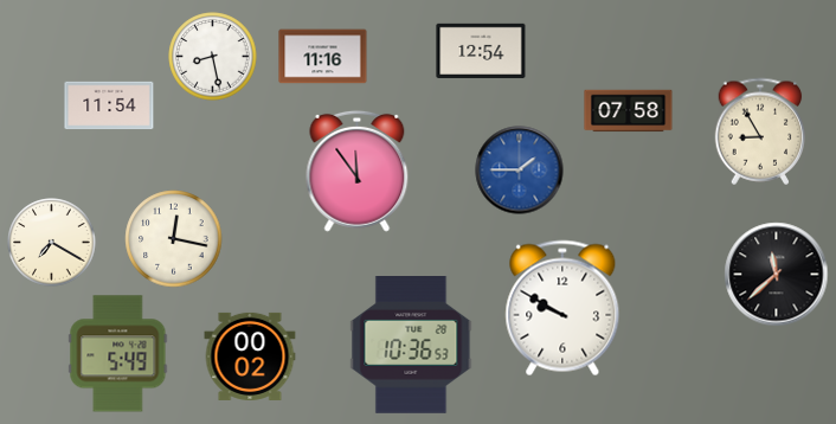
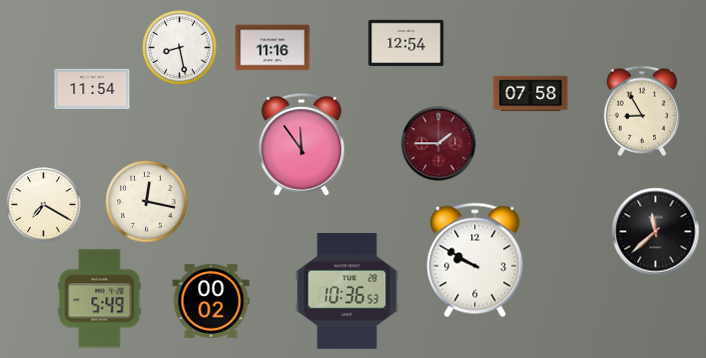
clock at (520, 171) dial: blue -> burgundy
